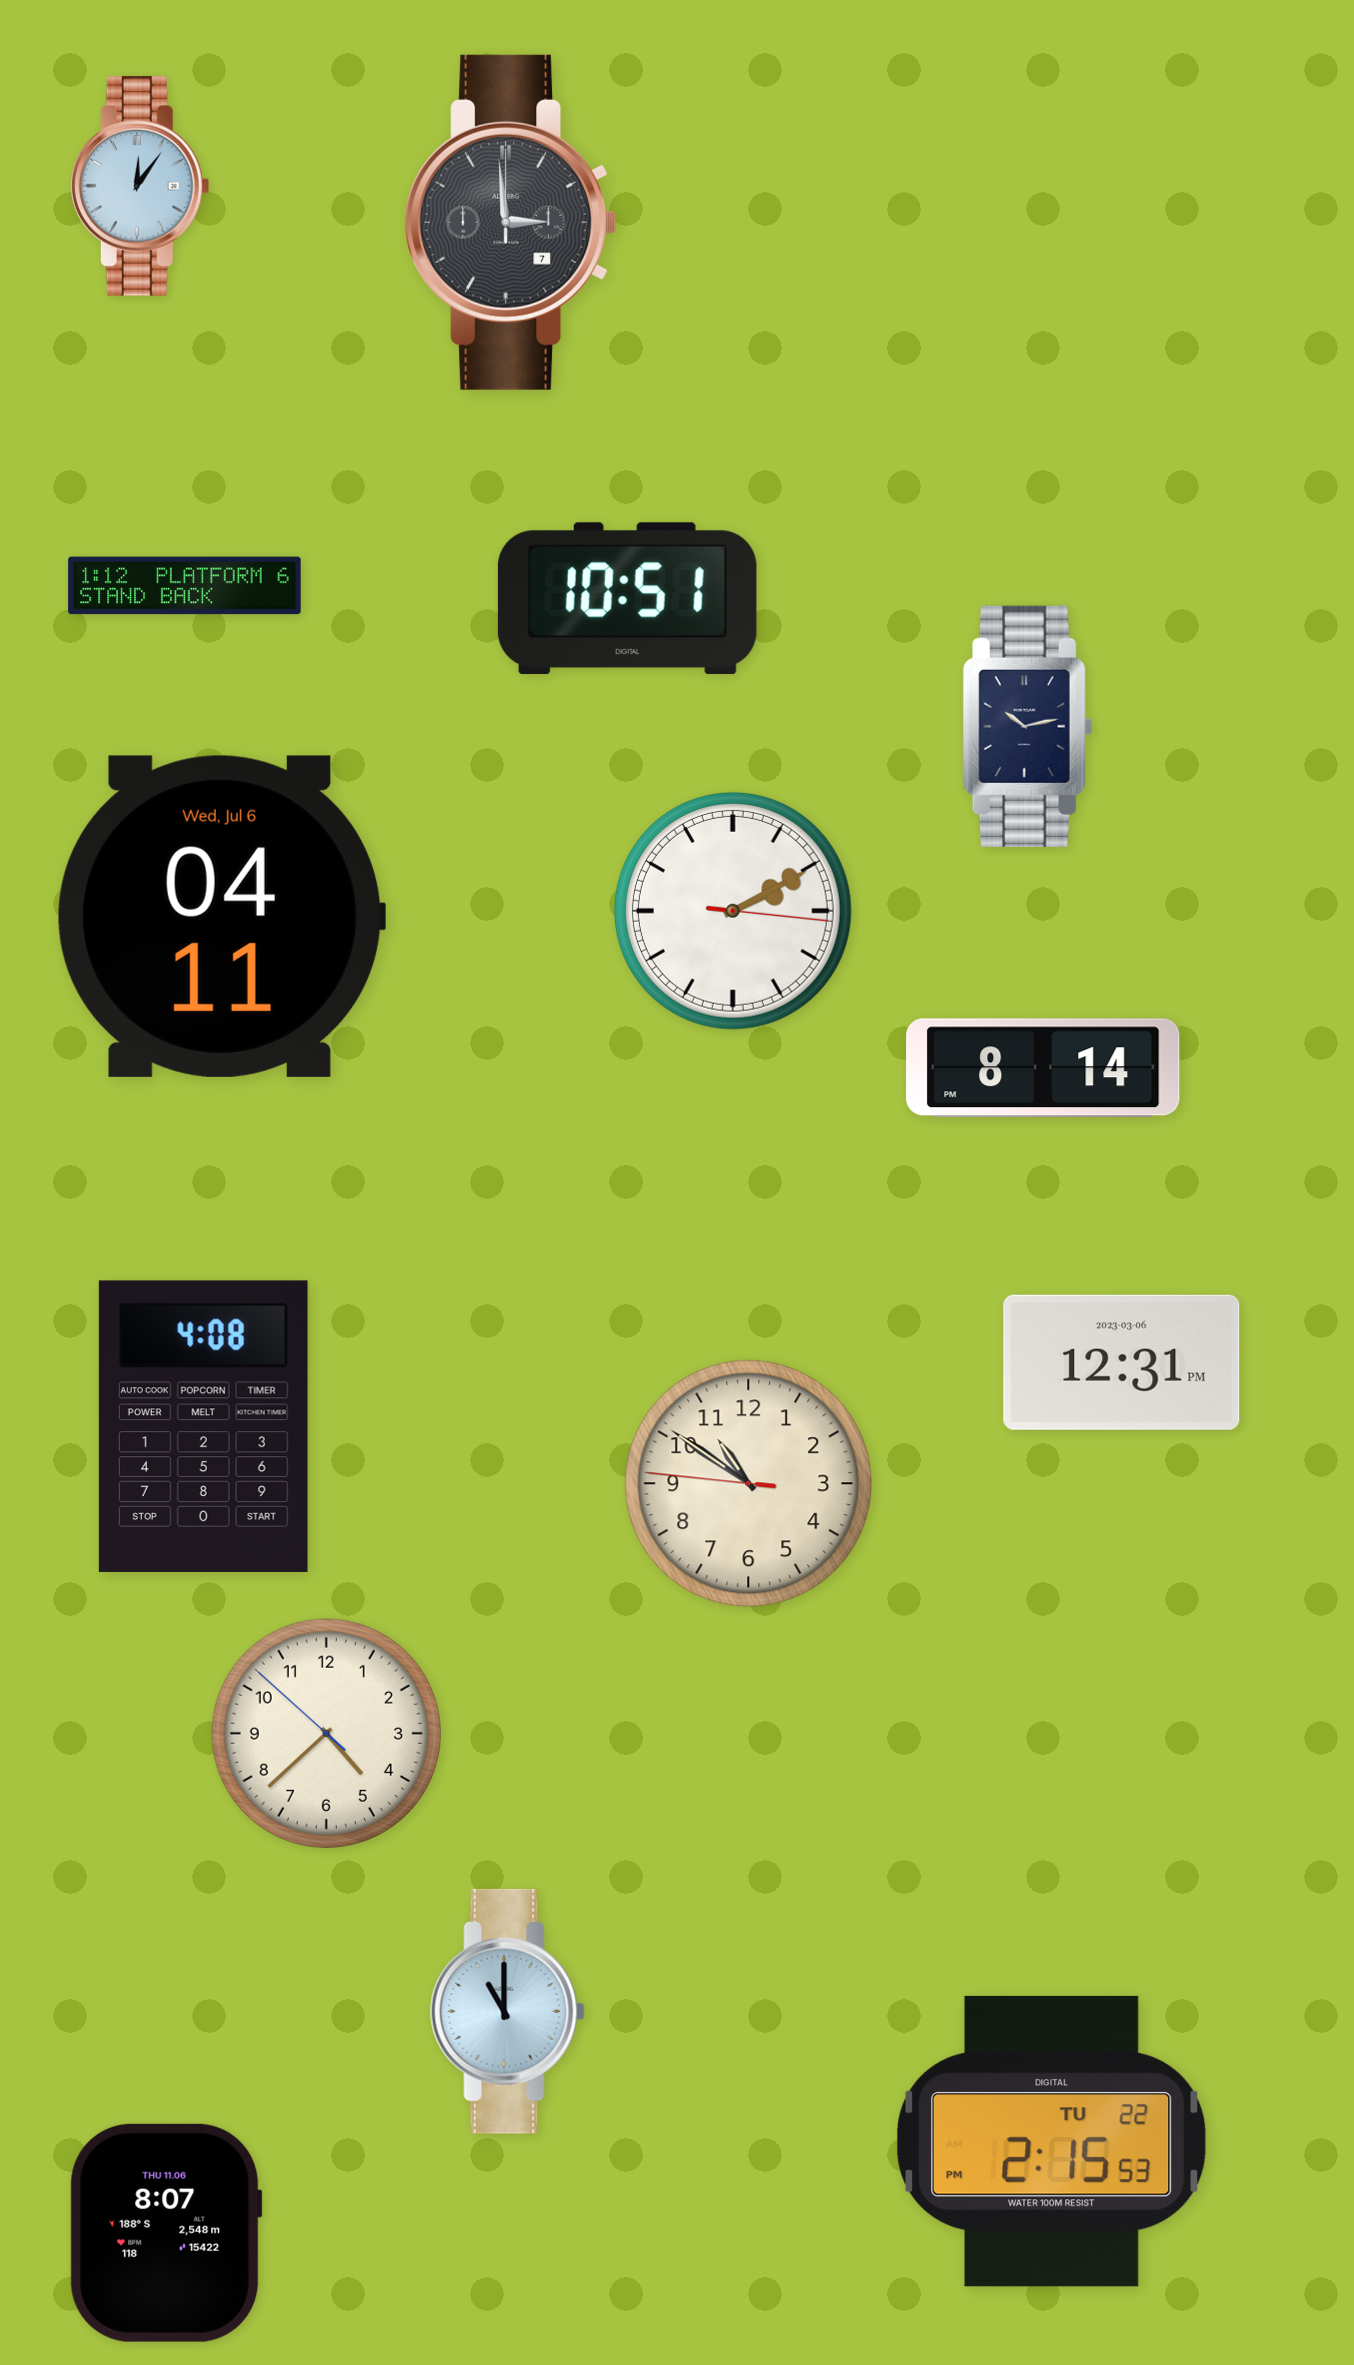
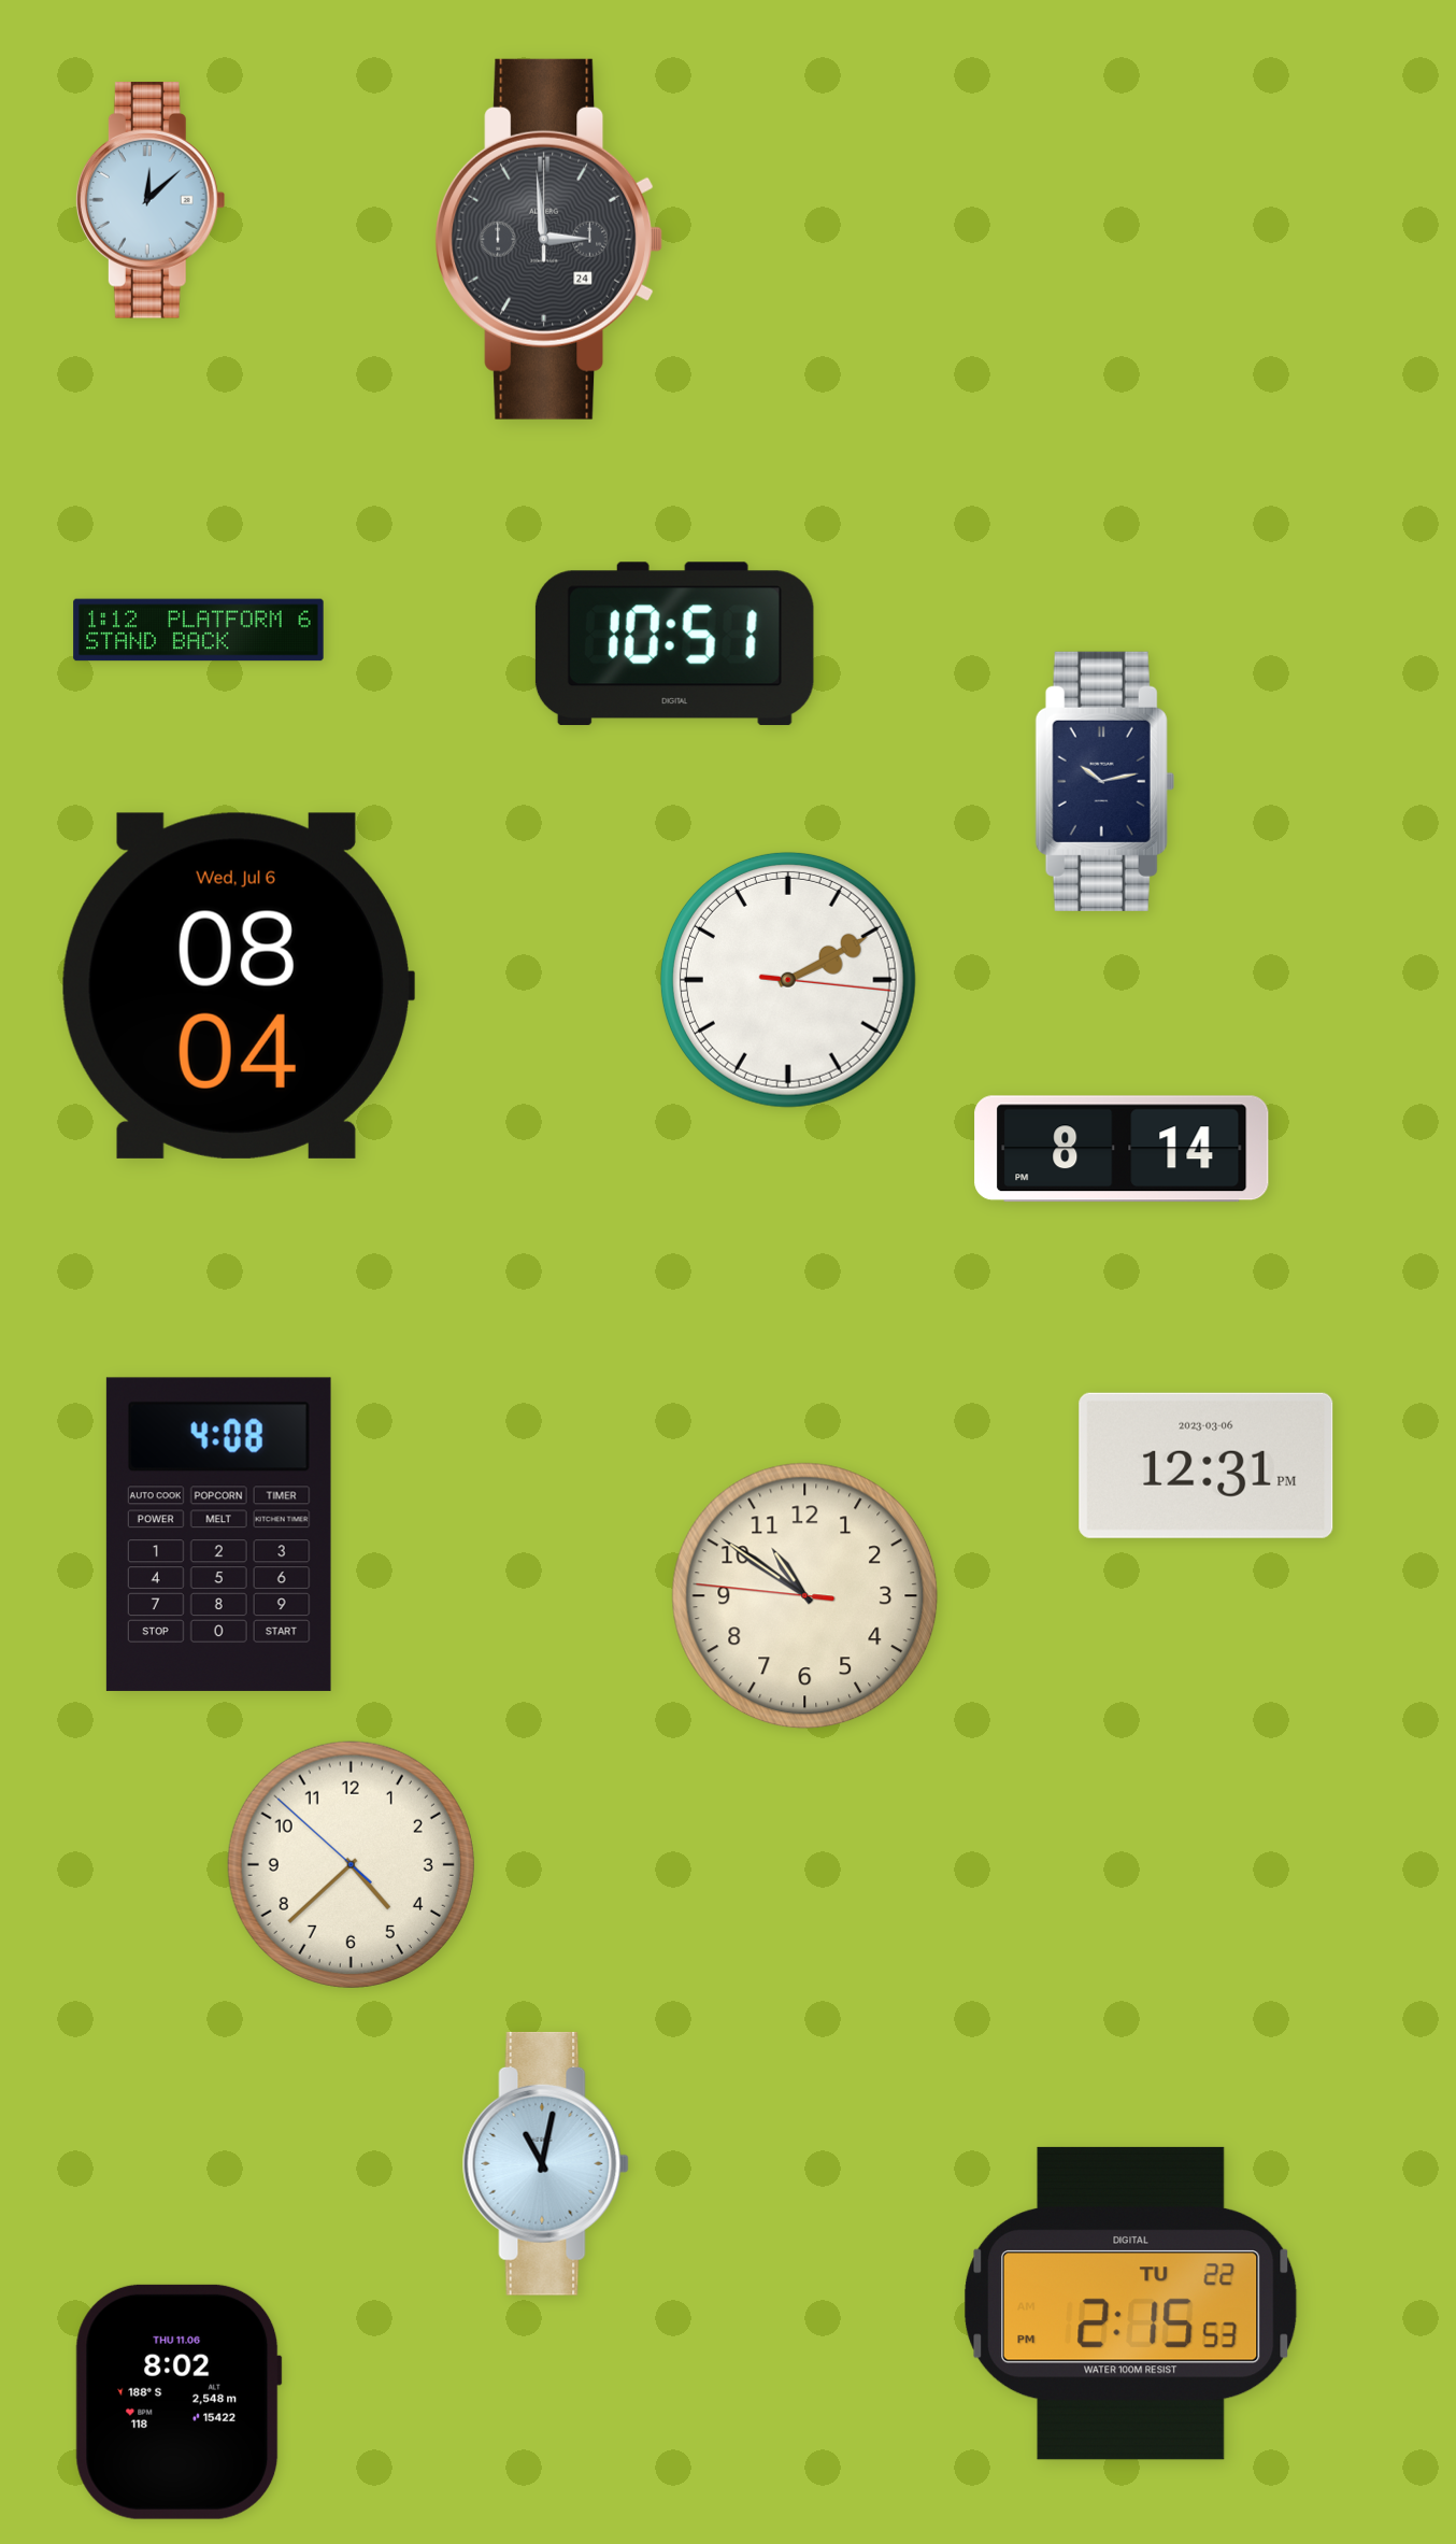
clock at (140, 186): 12:06 -> 12:08
clock at (511, 222) date: 7 -> 24
clock at (221, 916): 04:11 -> 08:04
clock at (507, 2011): 11:00 -> 11:02
clock at (166, 2233): 8:07 -> 8:02
